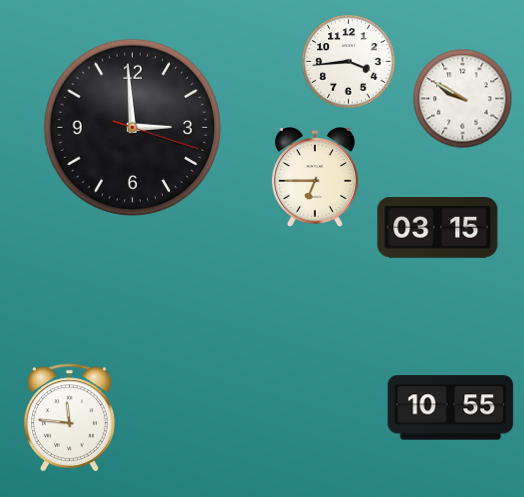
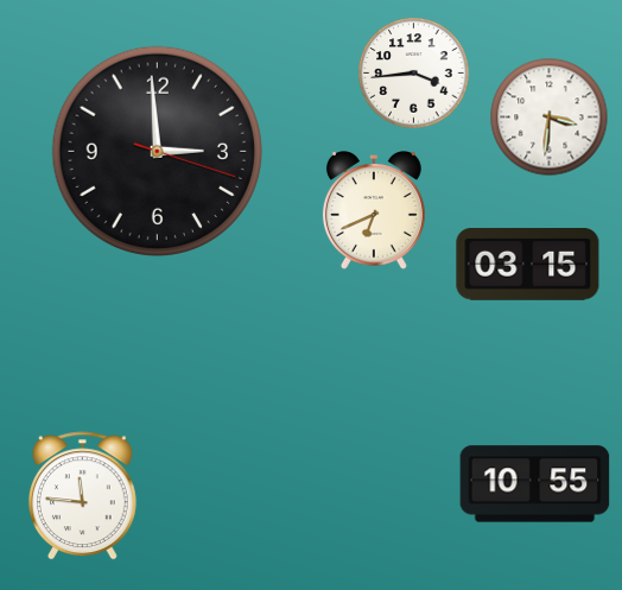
clock at (463, 99): 9:50 -> 3:31
clock at (315, 178): 6:45 -> 6:41
clock at (438, 228) position: (438, 228) -> (528, 265)
